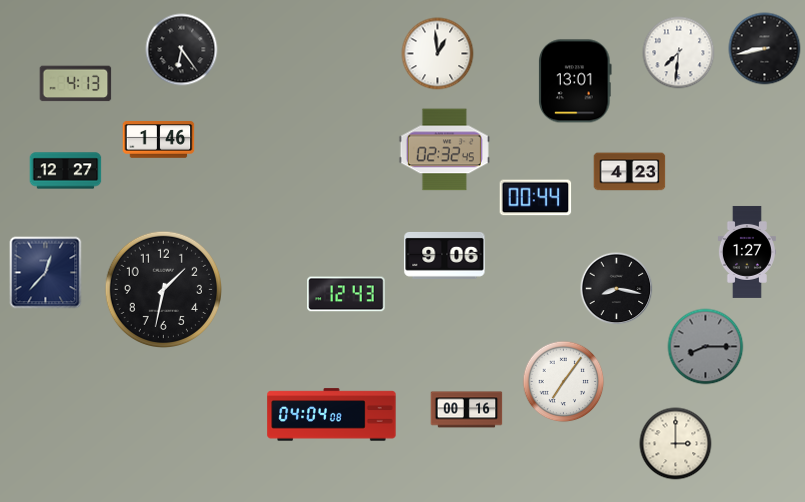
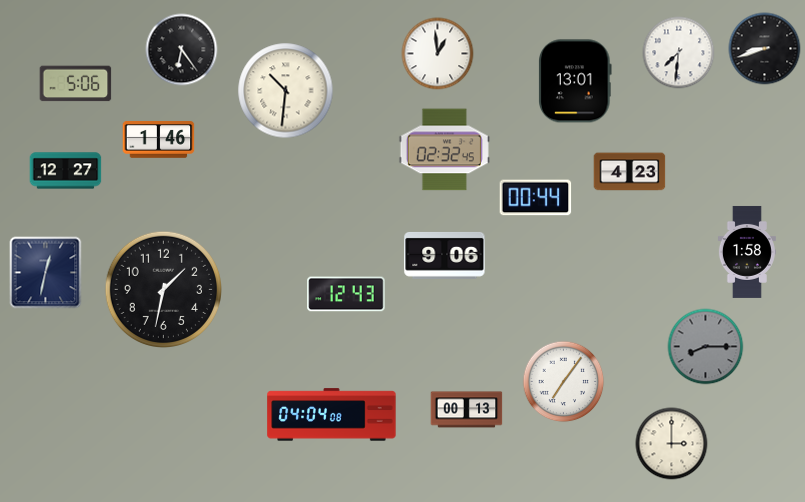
clock at (765, 49): 8:43 -> 8:42
clock at (76, 84): 4:13 -> 5:06
clock at (286, 91): none -> 10:31
clock at (747, 252): 1:27 -> 1:58
clock at (46, 273): 12:37 -> 12:32
clock at (617, 289): 8:17 -> none
clock at (467, 410): 00:16 -> 00:13
clock at (676, 444) position: (676, 444) -> (672, 444)
